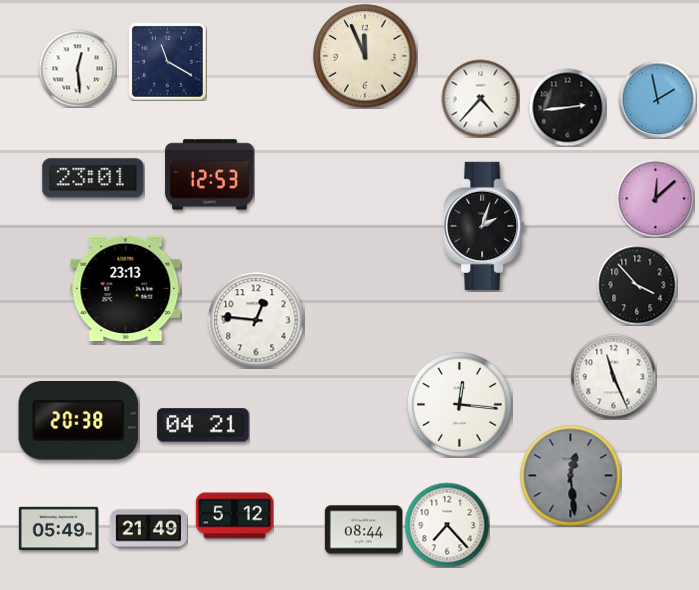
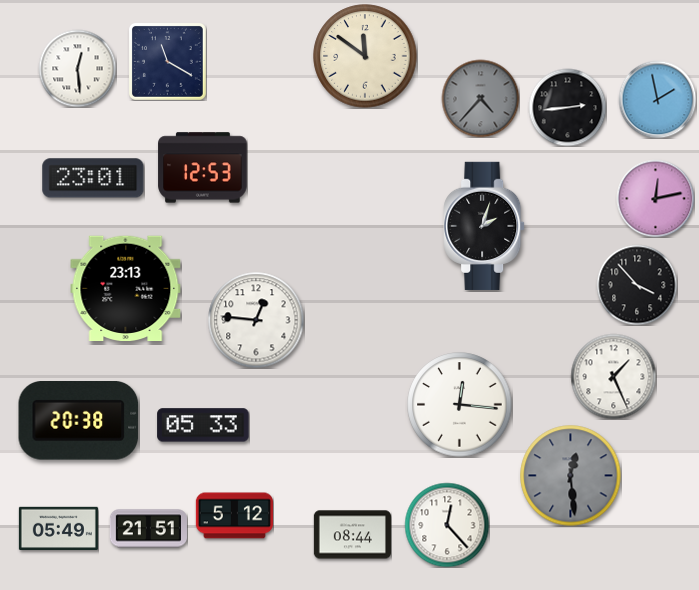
clock at (365, 56): 11:56 -> 11:51
clock at (480, 98) dial: white -> grey
clock at (210, 175) position: (210, 175) -> (203, 168)
clock at (655, 198): 12:08 -> 12:13
clock at (613, 376): 11:26 -> 1:26
clock at (203, 425): 04:21 -> 05:33
clock at (447, 525): 7:23 -> 12:23
clock at (148, 529): 21:49 -> 21:51
clock at (363, 530) position: (363, 530) -> (352, 535)
